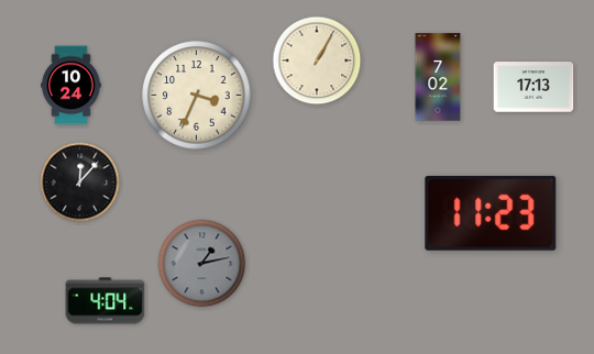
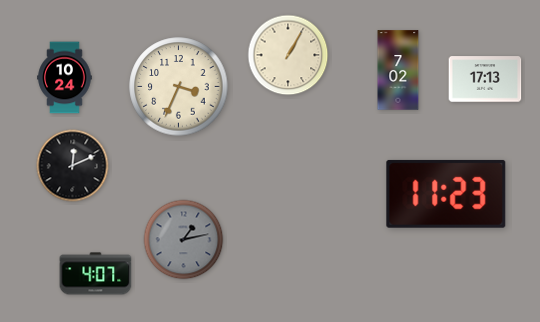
clock at (80, 182): 12:07 -> 12:11
clock at (106, 301): 4:04 -> 4:07
